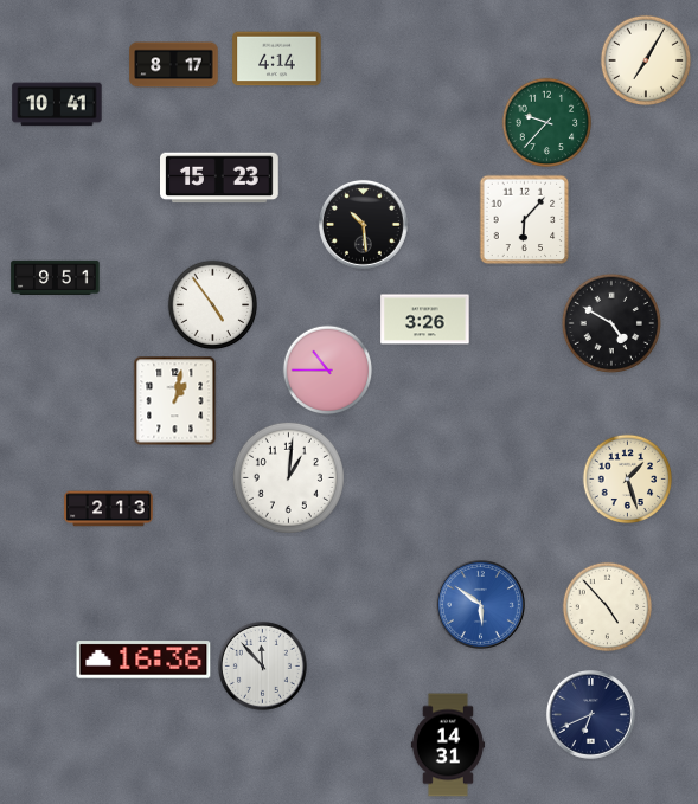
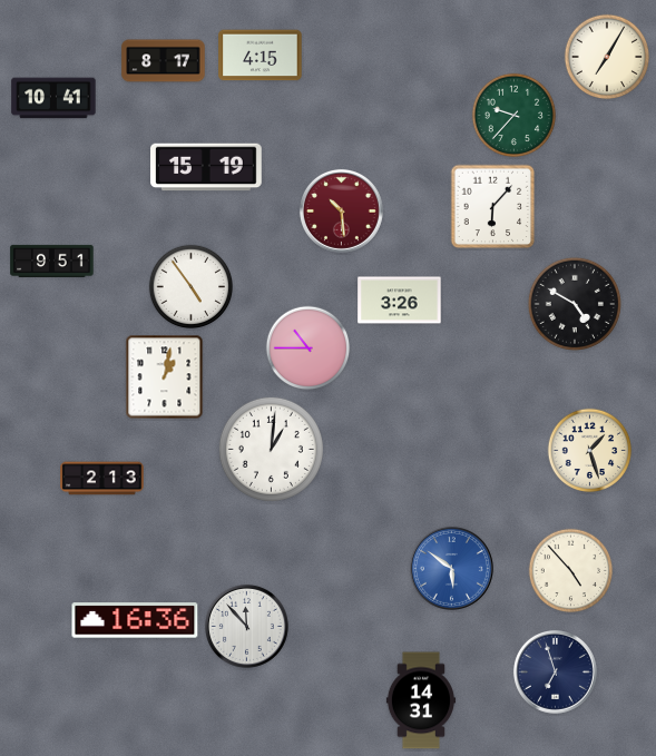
clock at (277, 59): 4:14 -> 4:15
clock at (220, 178): 15:23 -> 15:19
clock at (363, 224) dial: black -> burgundy
clock at (213, 305) position: (213, 305) -> (192, 287)
clock at (590, 714): 6:41 -> 6:57
